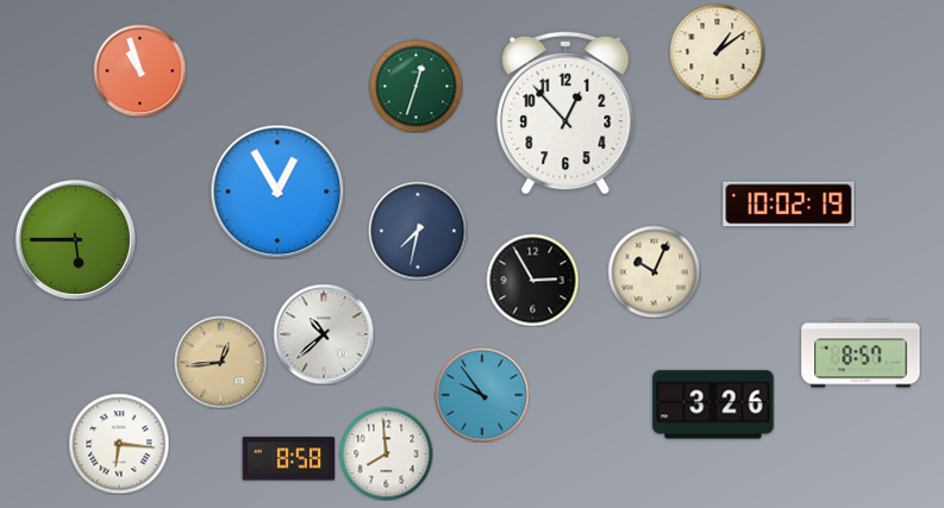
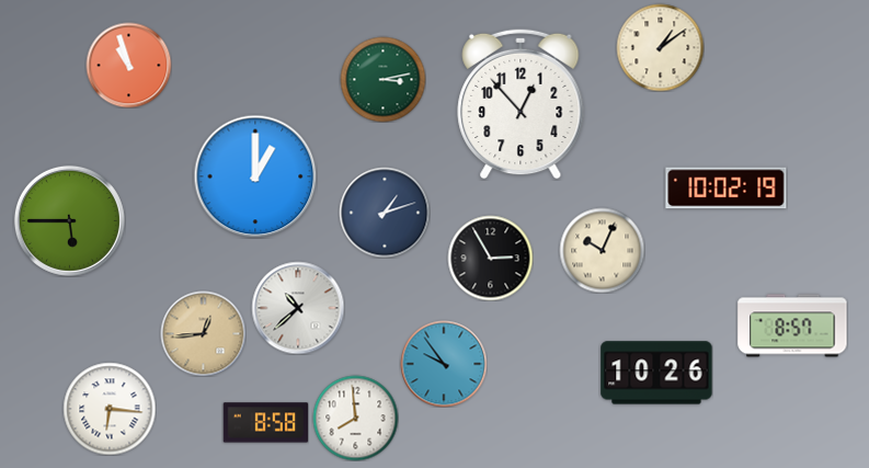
clock at (415, 86): 12:33 -> 3:13
clock at (277, 192): 12:55 -> 1:00
clock at (418, 231): 7:32 -> 1:12
clock at (713, 404): 3:26 -> 10:26
